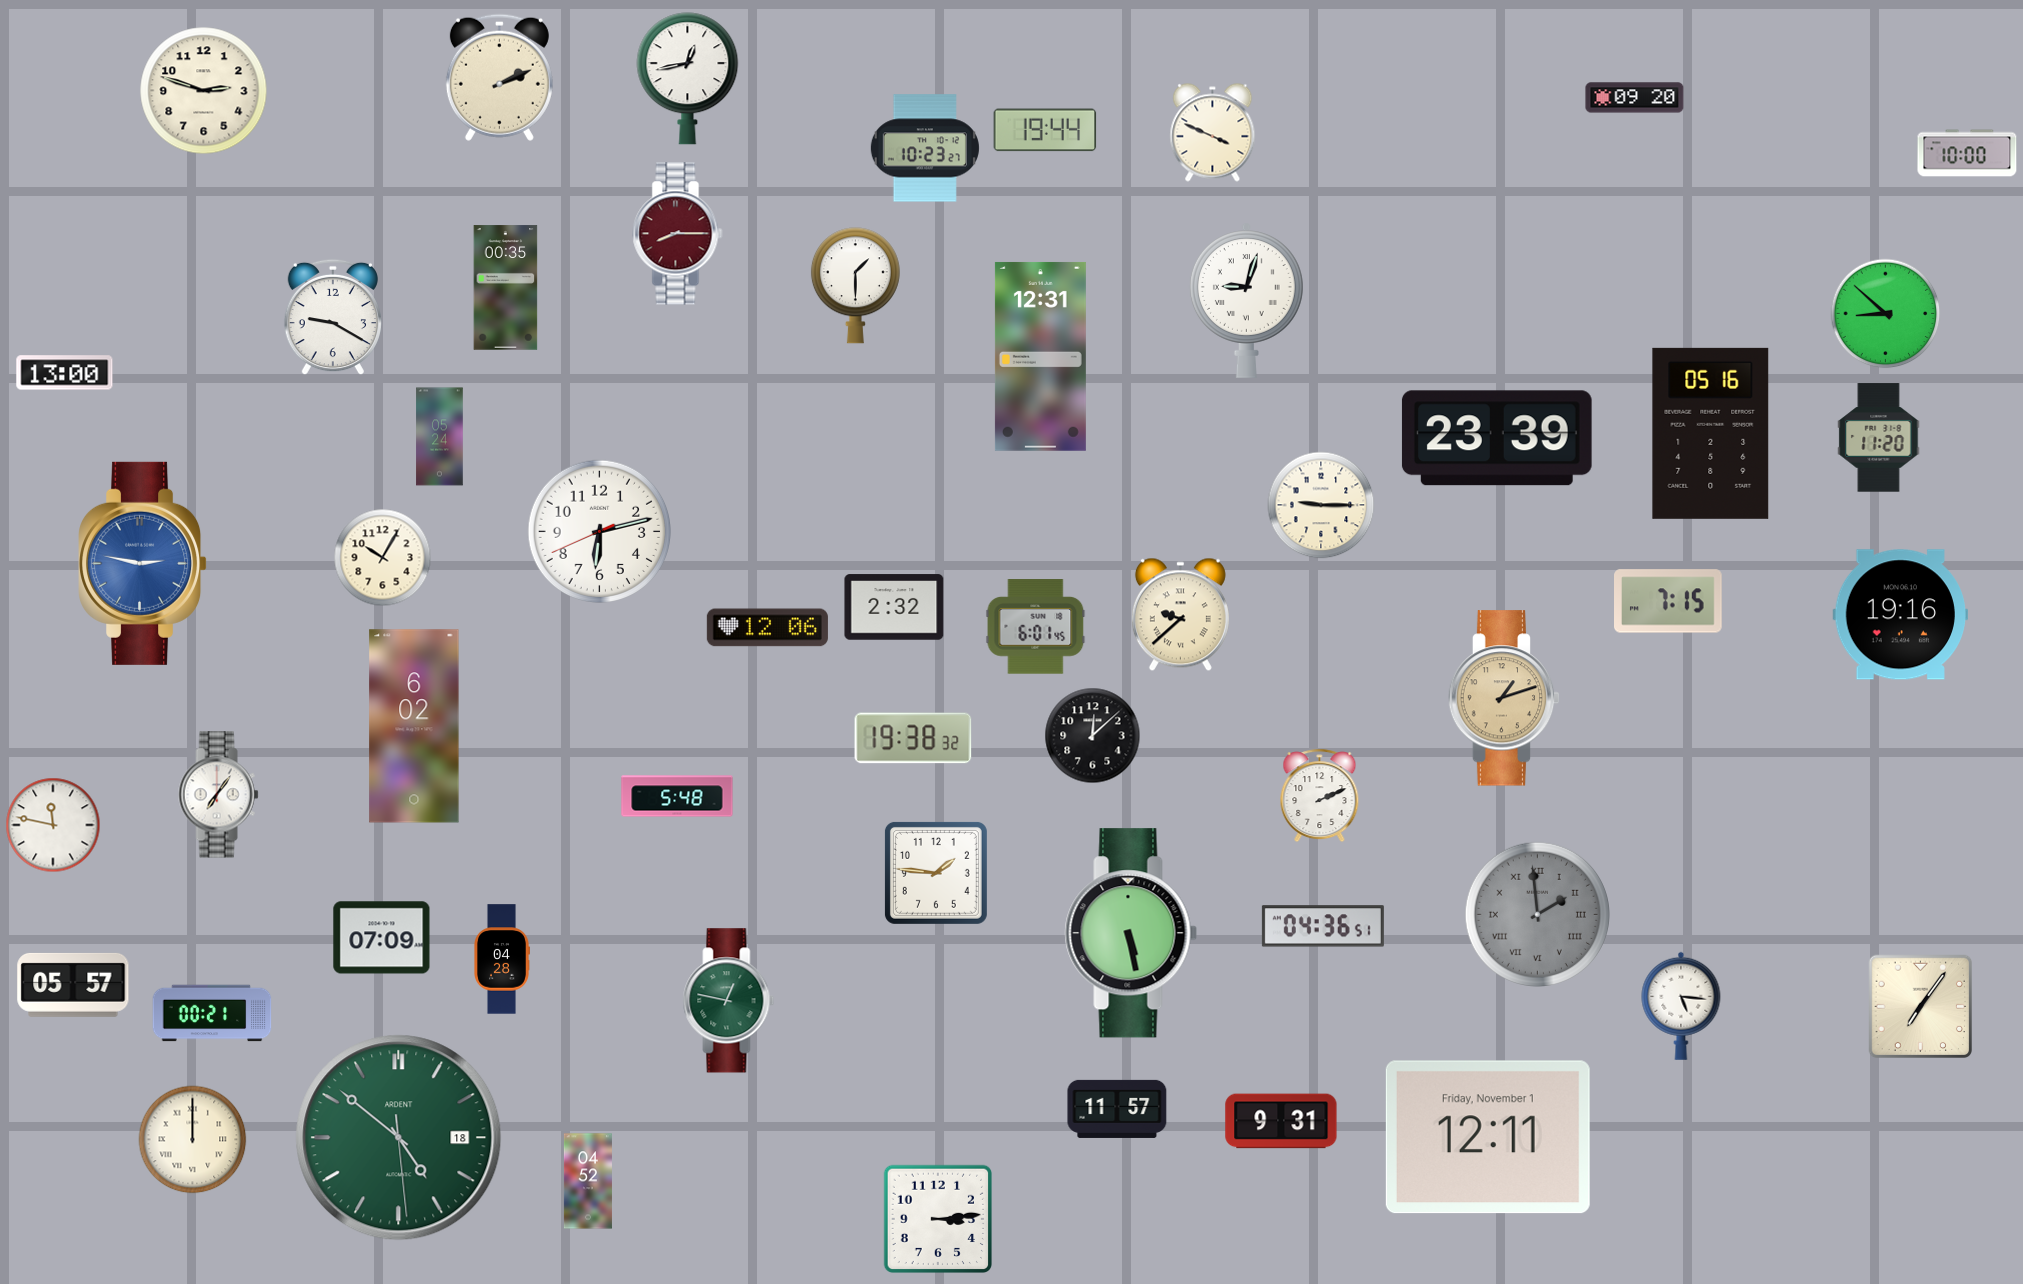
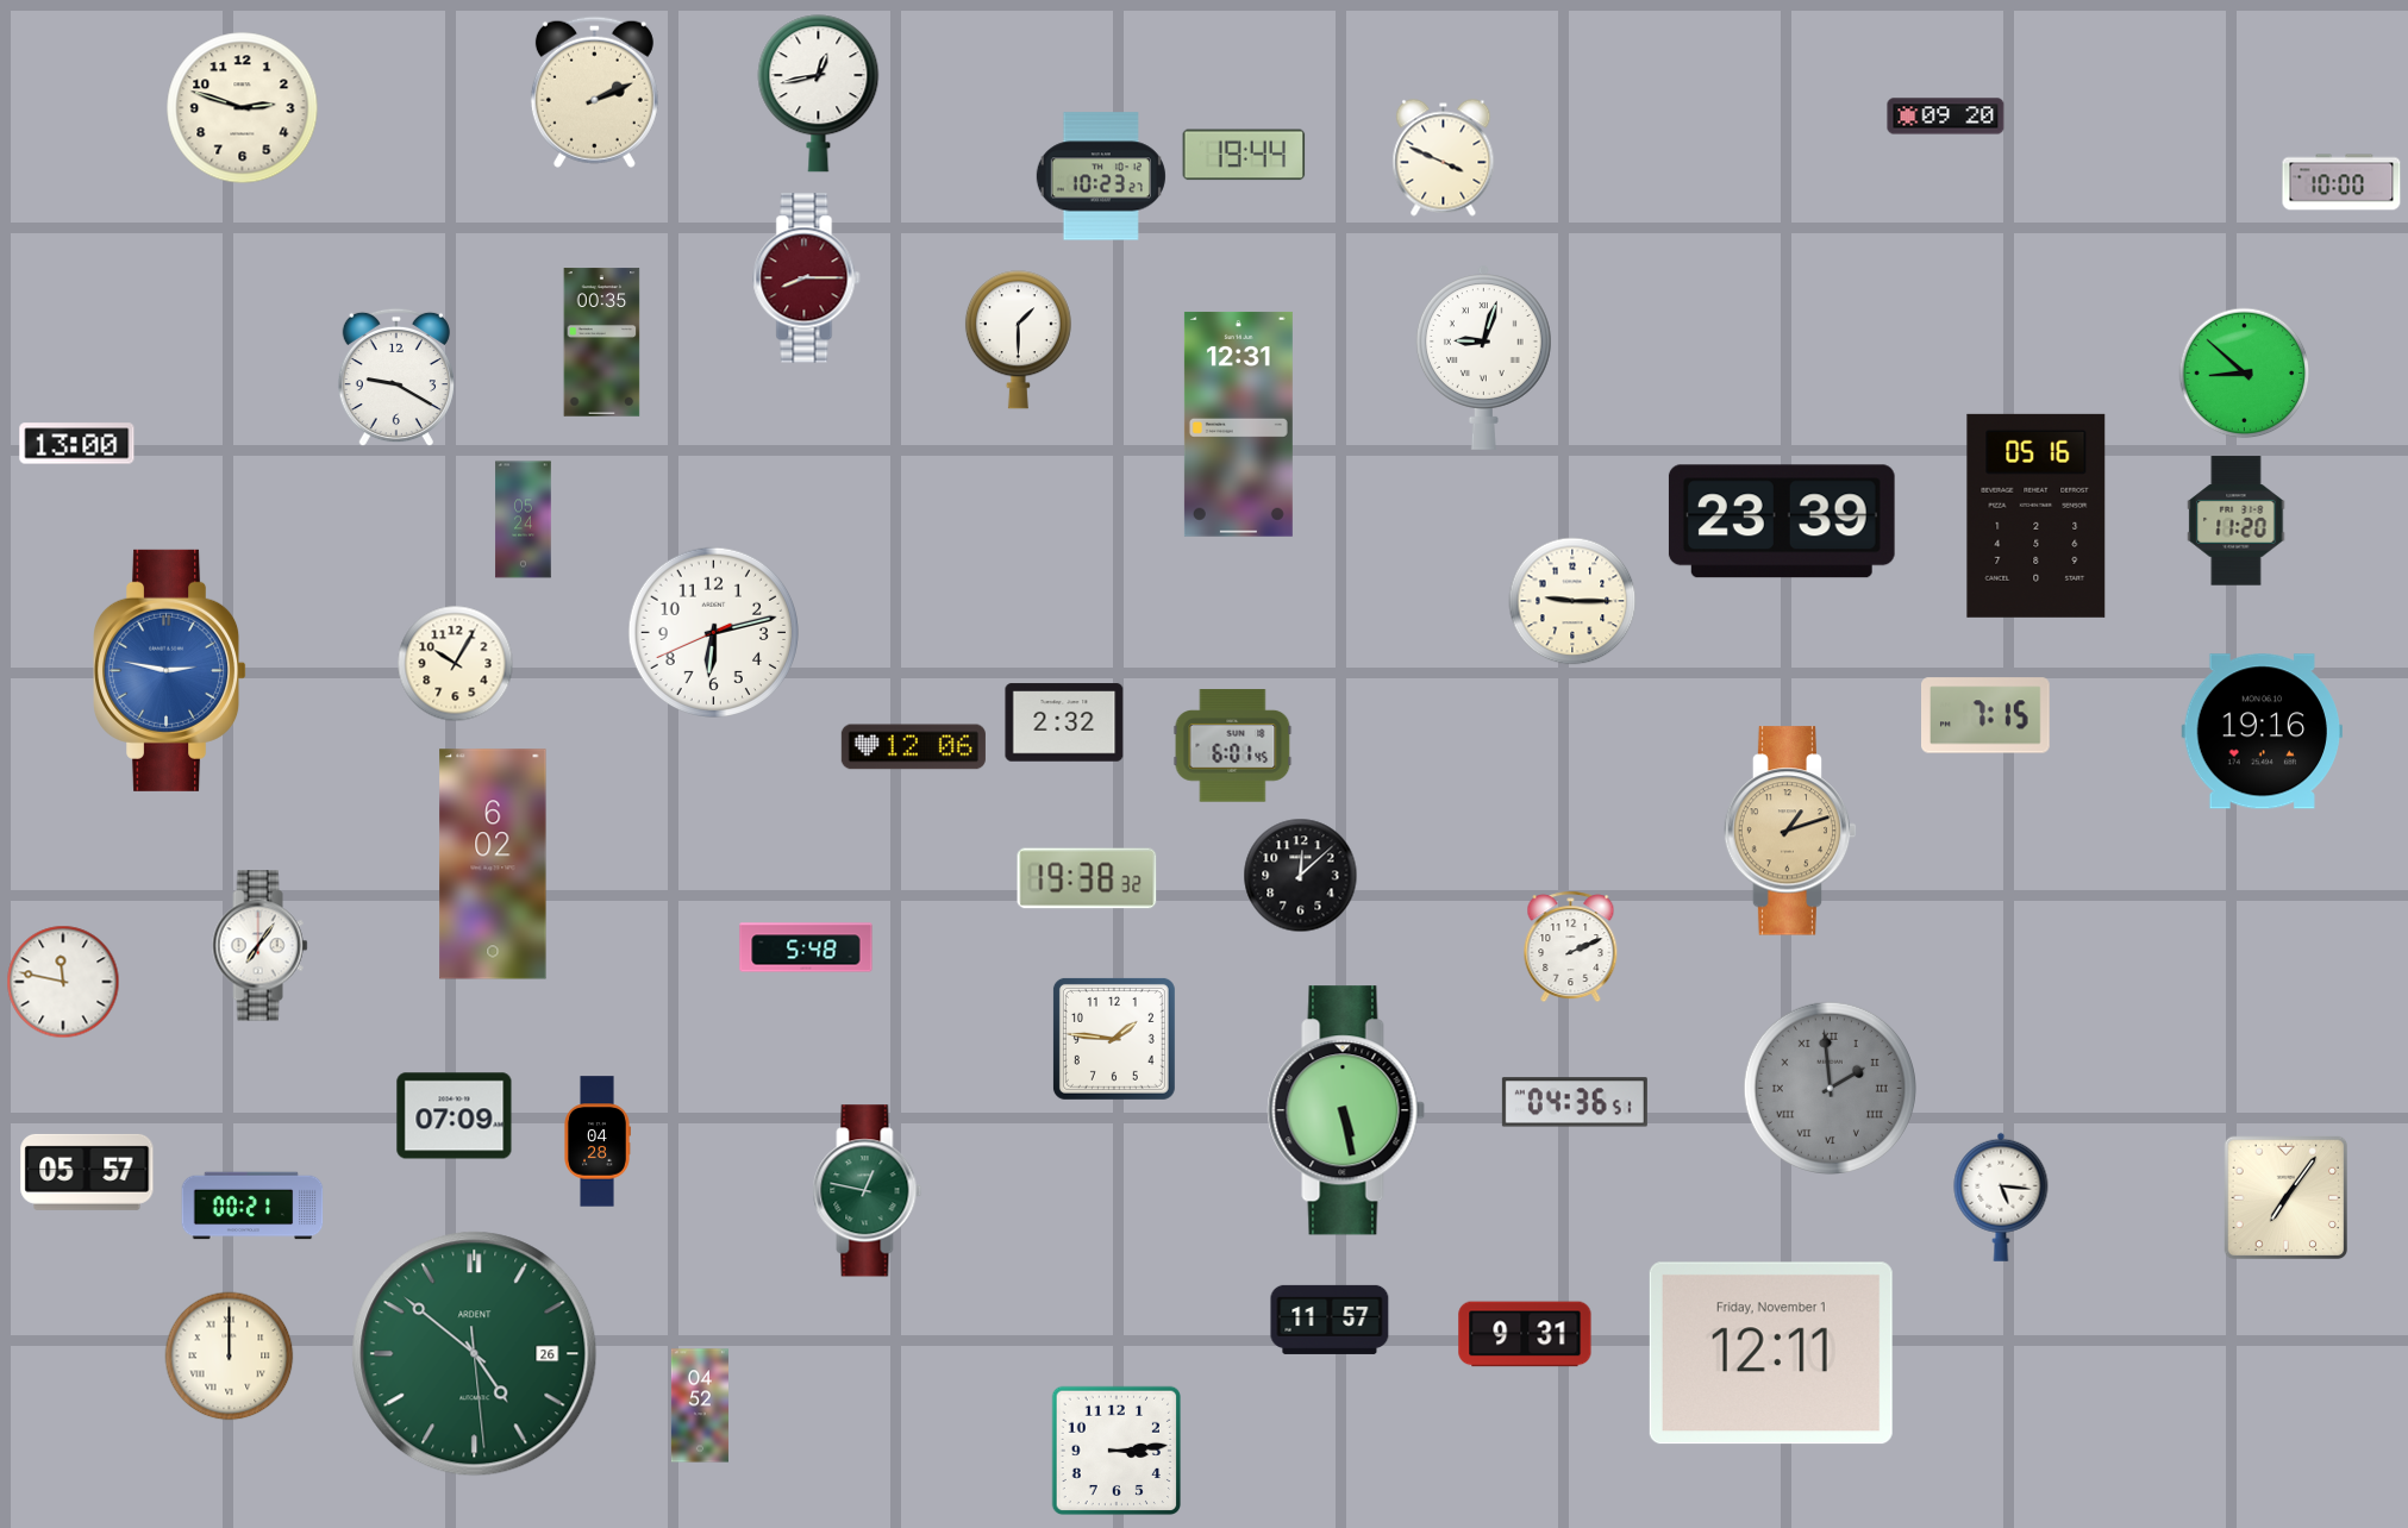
clock at (1180, 615): 9:38 -> none
clock at (399, 1138) date: 18 -> 26
